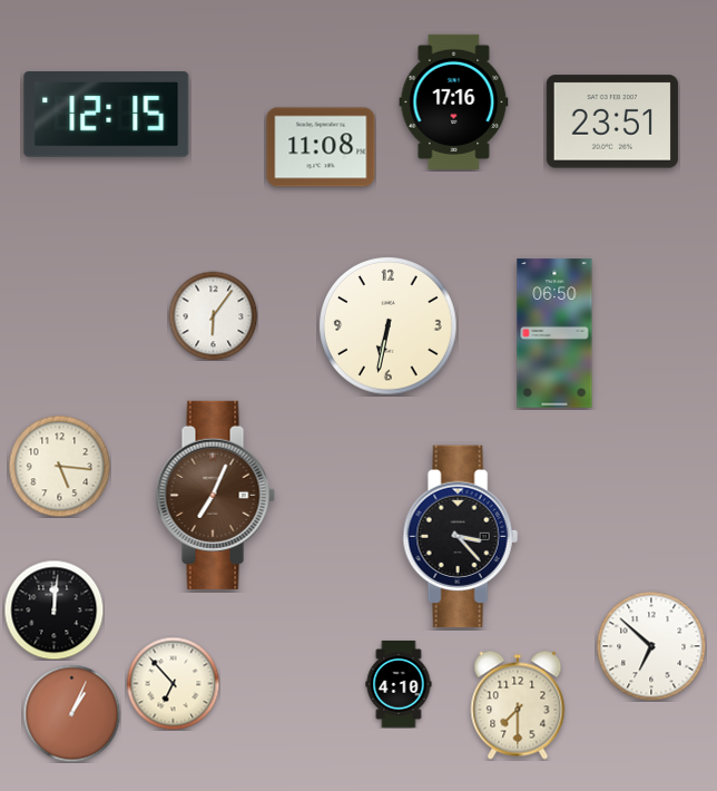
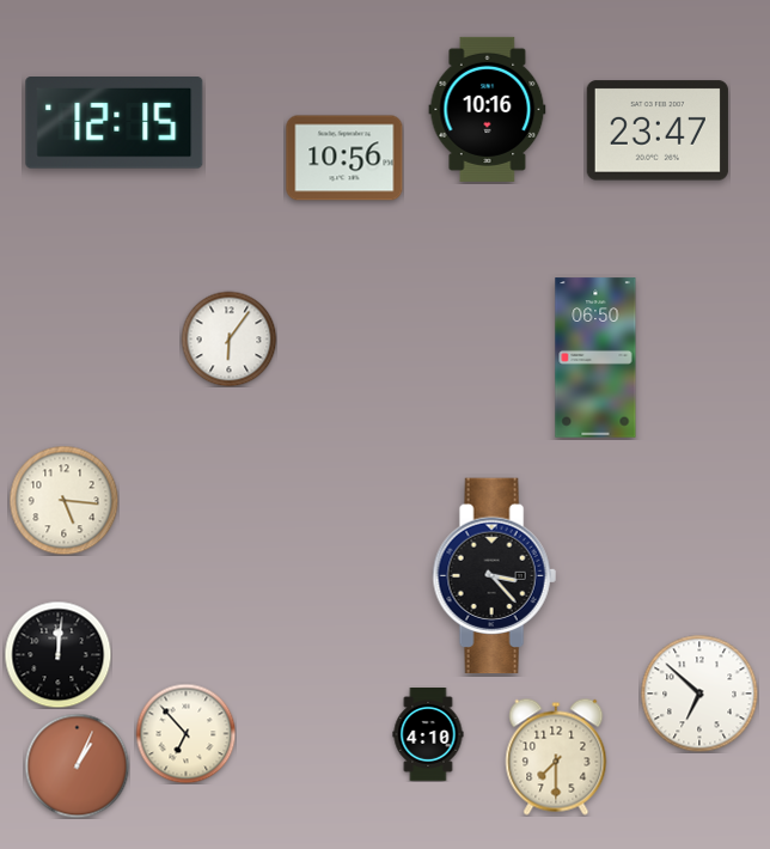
clock at (454, 101): 17:16 -> 10:16
clock at (612, 121): 23:51 -> 23:47
clock at (321, 147): 11:08 -> 10:56
clock at (389, 326): 6:32 -> none
clock at (215, 495): 7:04 -> none
